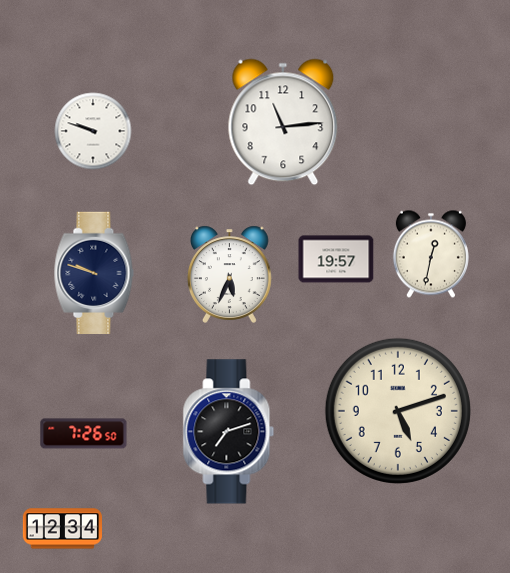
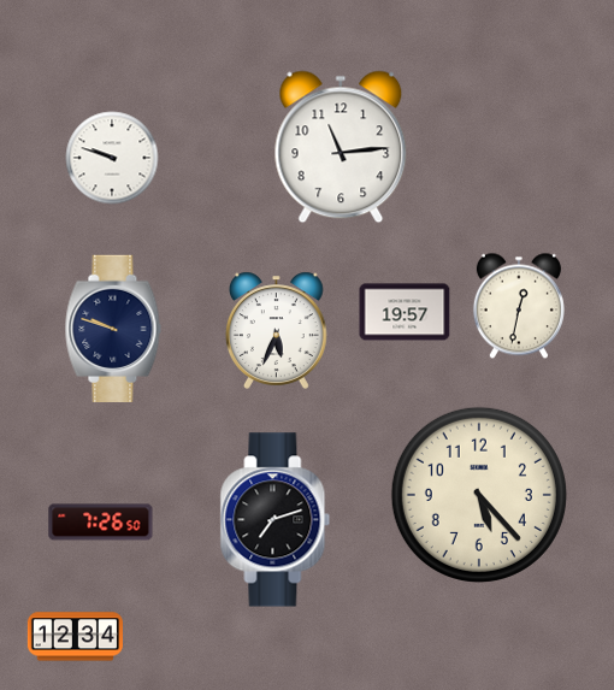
clock at (398, 411): 5:12 -> 5:23
